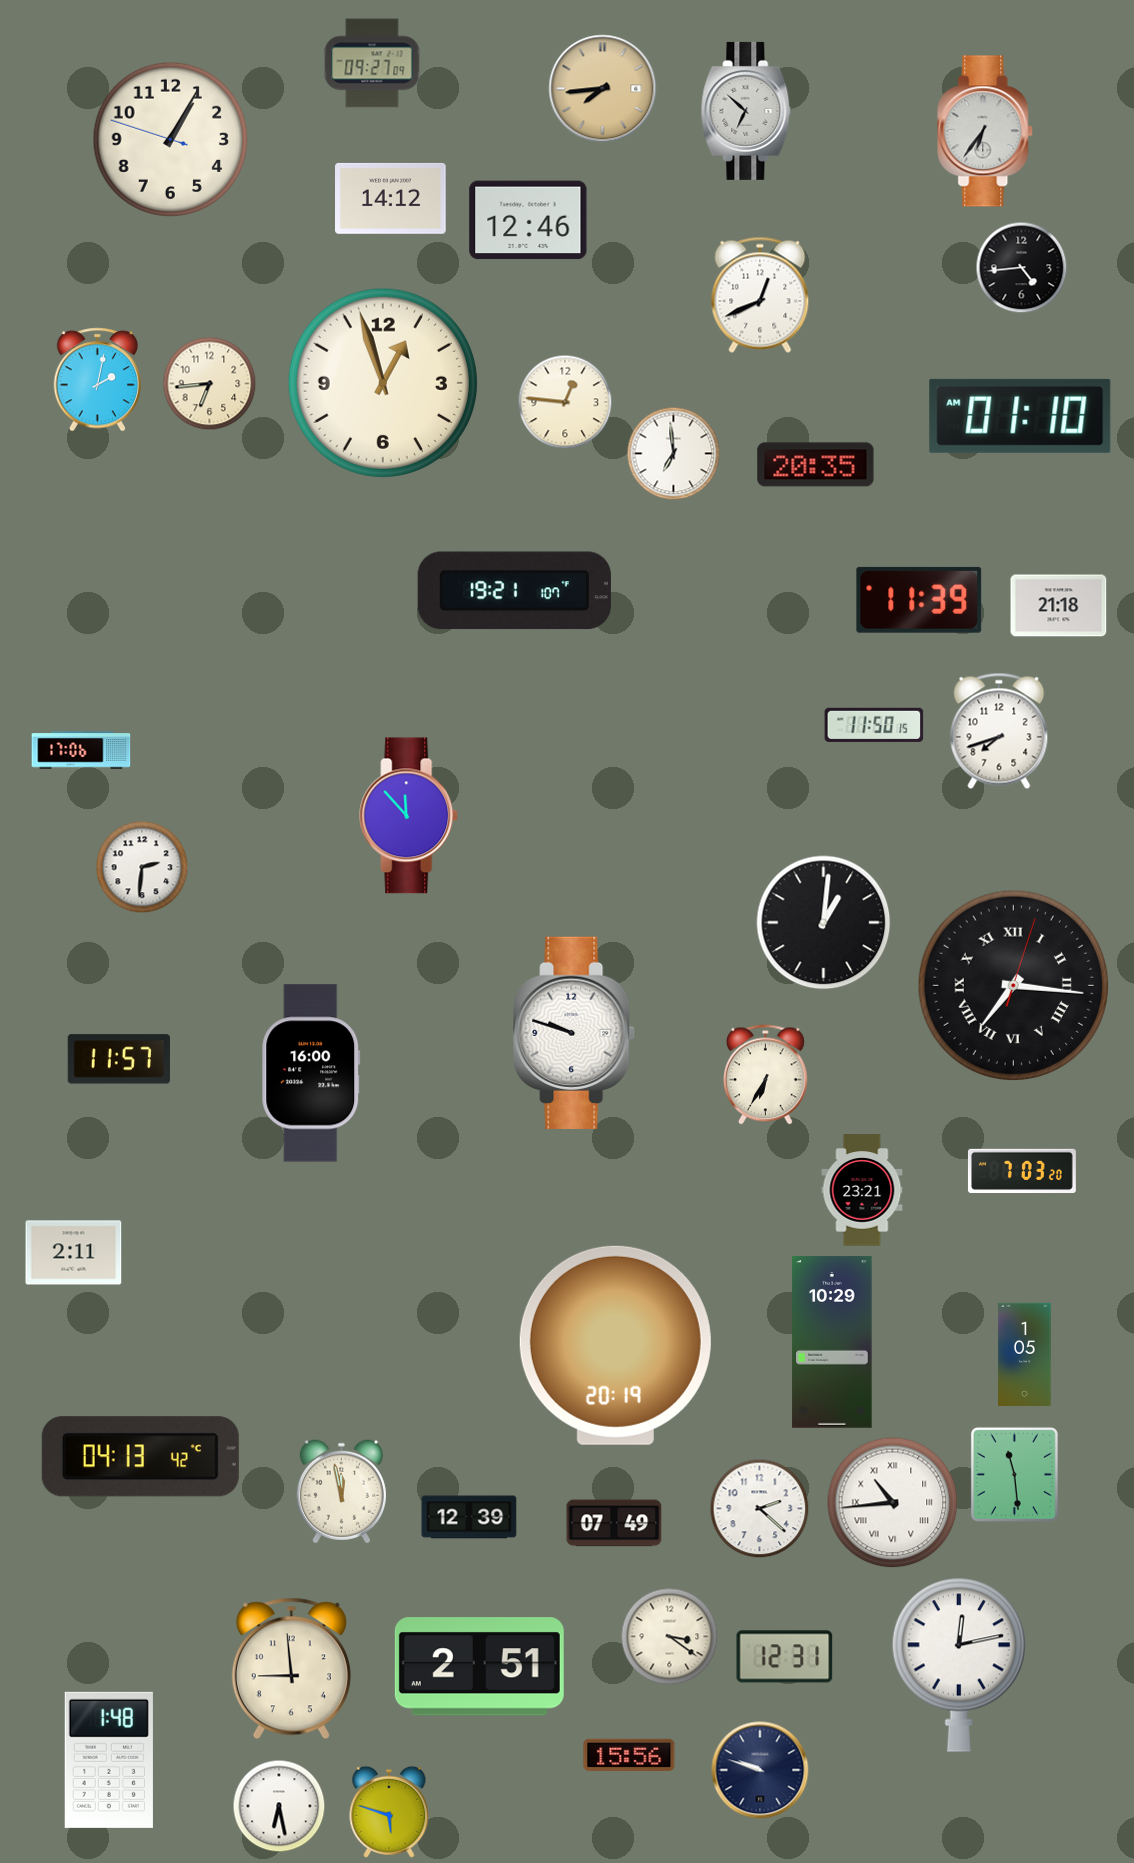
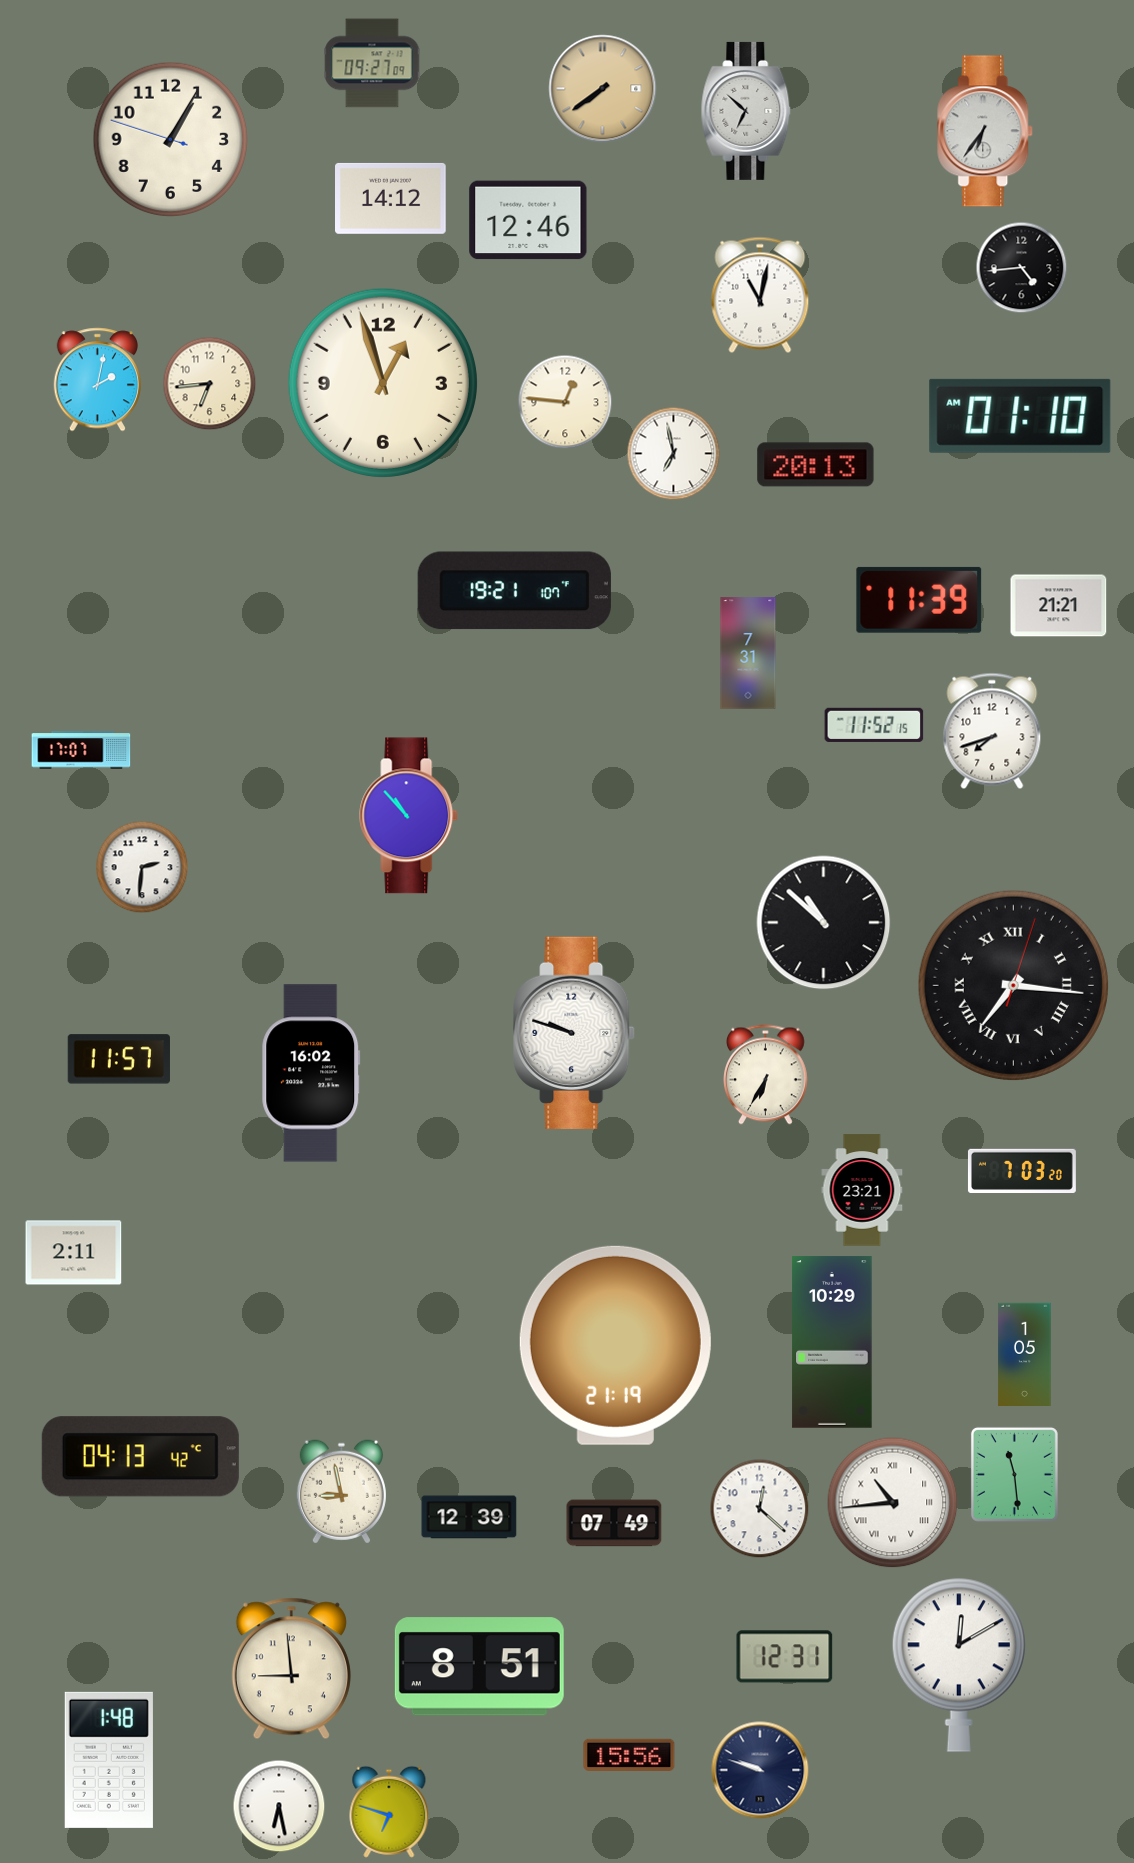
clock at (603, 89): 7:44 -> 7:39
clock at (760, 295): 12:41 -> 11:02
clock at (674, 454): 6:59 -> 6:58
clock at (816, 465): 20:35 -> 20:13
clock at (1059, 606): 21:18 -> 21:21
clock at (748, 653): none -> 7:31
clock at (874, 725): 11:50 -> 11:52
clock at (999, 731) position: (999, 731) -> (992, 731)
clock at (81, 750): 17:06 -> 17:07
clock at (409, 816): 11:53 -> 10:53
clock at (824, 923): 1:01 -> 10:52
clock at (311, 1073): 16:00 -> 16:02
clock at (615, 1345): 20:19 -> 21:19
clock at (341, 1492): 11:58 -> 8:58
clock at (760, 1509): 2:22 -> 12:22
clock at (670, 1637): 3:21 -> none
clock at (959, 1665): 12:13 -> 12:10
clock at (479, 1667): 2:51 -> 8:51
clock at (389, 1812): 5:48 -> 6:48
